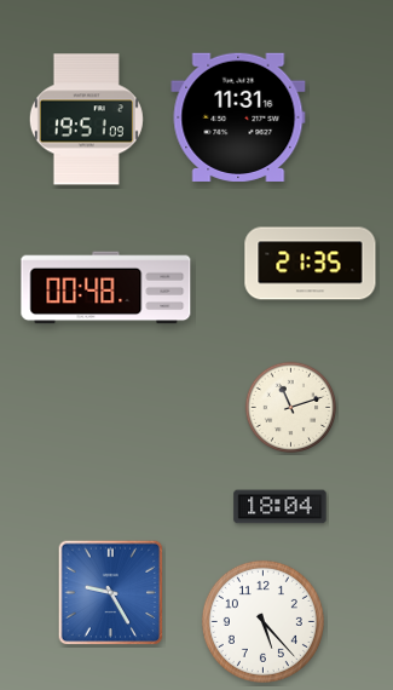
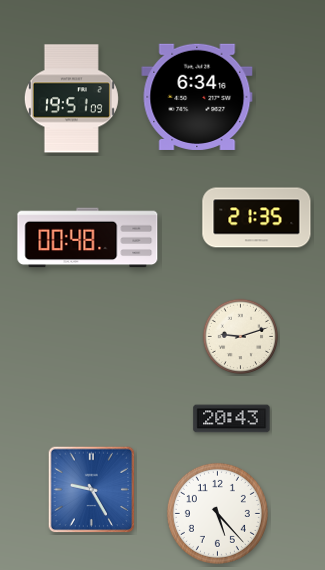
clock at (238, 117): 11:31 -> 6:34
clock at (291, 408): 11:12 -> 9:12
clock at (281, 507): 18:04 -> 20:43
